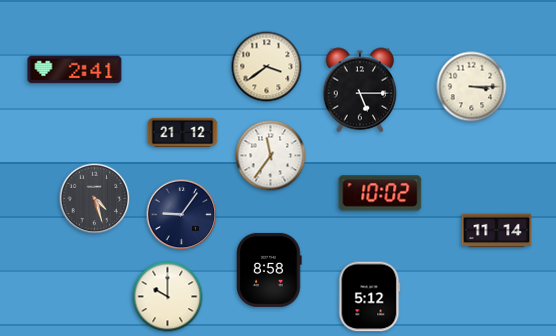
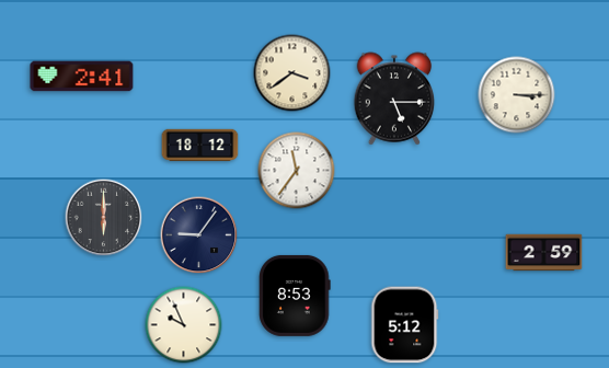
clock at (183, 133): 21:12 -> 18:12
clock at (380, 193): 10:02 -> none
clock at (95, 199): 4:27 -> 6:00
clock at (497, 231): 11:14 -> 2:59
clock at (269, 270): 8:58 -> 8:53
clock at (168, 297): 10:00 -> 9:56
